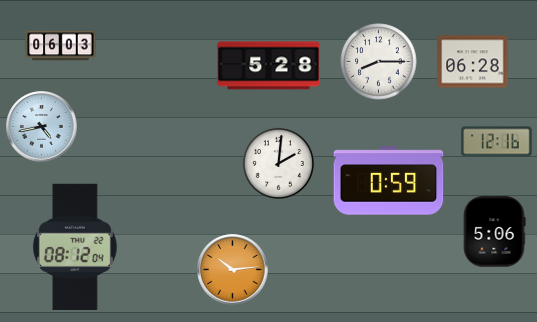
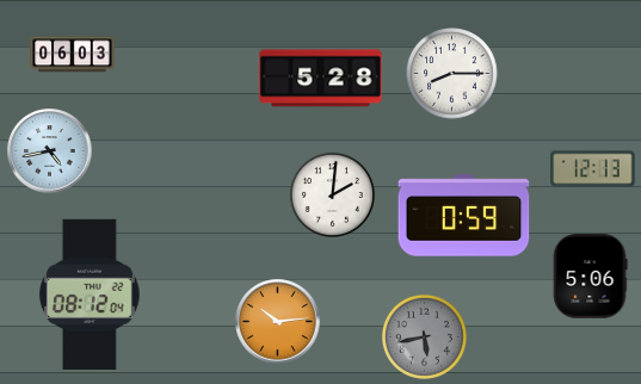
clock at (473, 62): 06:28 -> none
clock at (497, 142): 12:16 -> 12:13
clock at (424, 336): none -> 5:43
